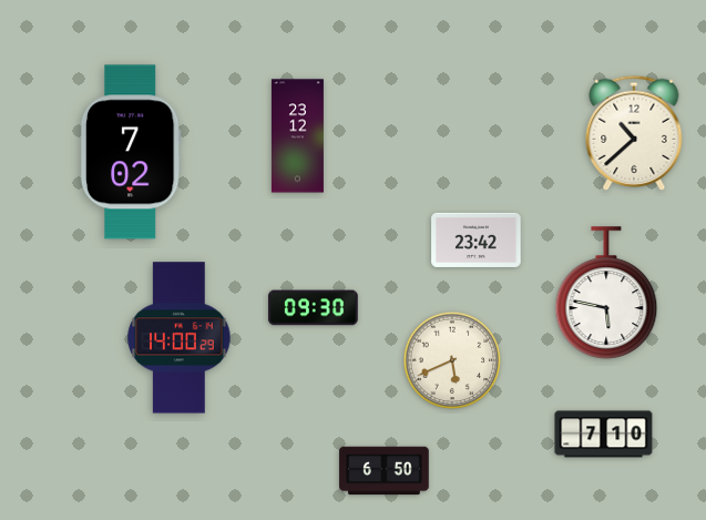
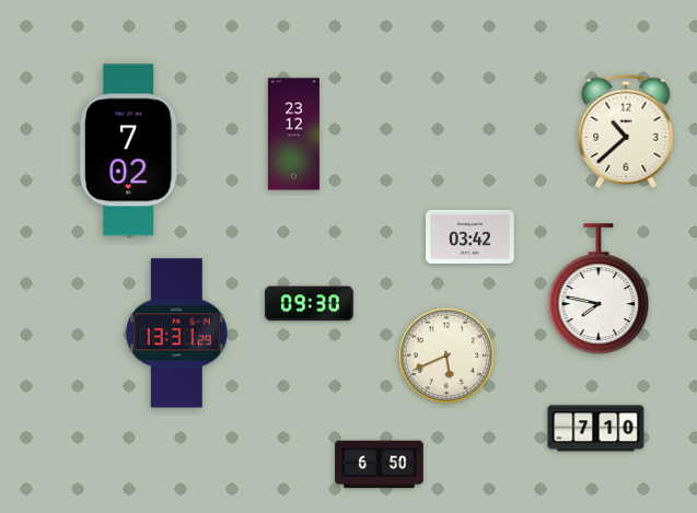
clock at (477, 239): 23:42 -> 03:42
clock at (606, 293): 5:47 -> 7:47
clock at (180, 338): 14:00 -> 13:31
